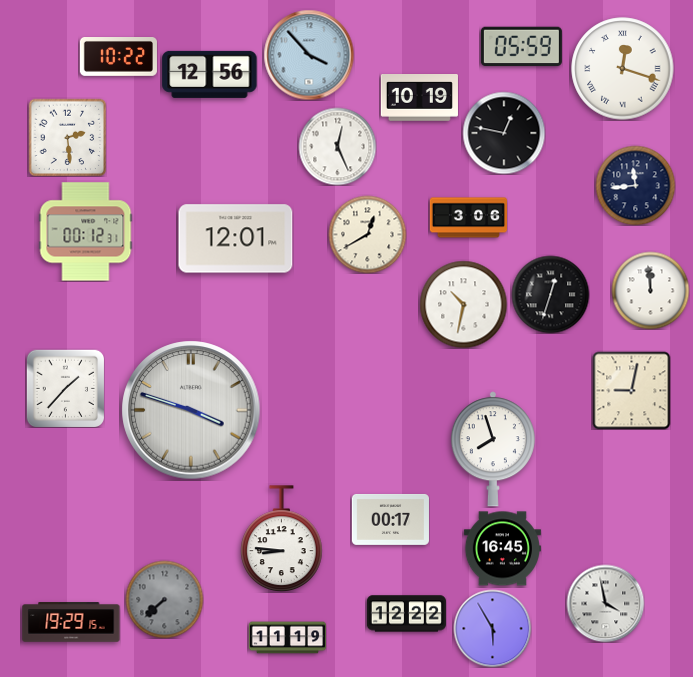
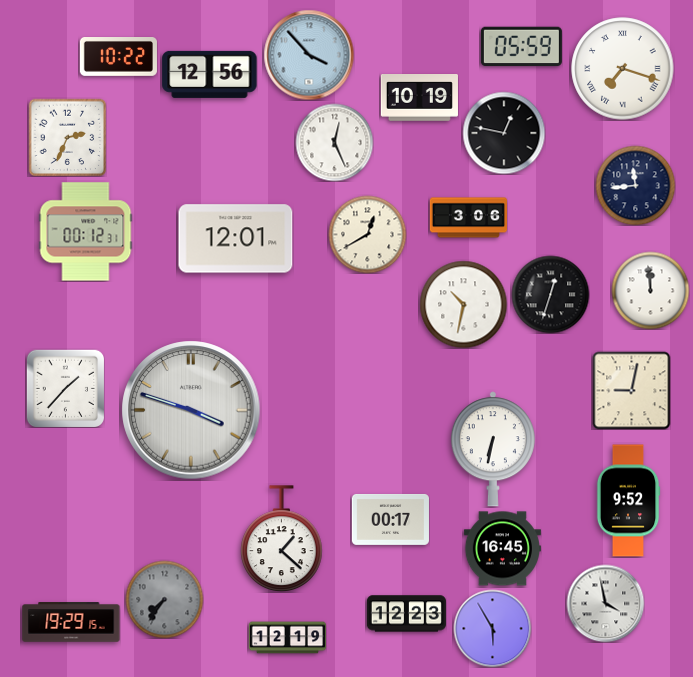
clock at (623, 69): 12:18 -> 7:18
clock at (67, 137): 2:29 -> 2:34
clock at (337, 146) position: (337, 146) -> (334, 142)
clock at (493, 449): 7:57 -> 6:32
clock at (628, 501): none -> 9:52
clock at (282, 539): 8:46 -> 1:22
clock at (164, 599): 7:38 -> 7:36
clock at (406, 614): 12:22 -> 12:23
clock at (287, 638): 11:19 -> 12:19
